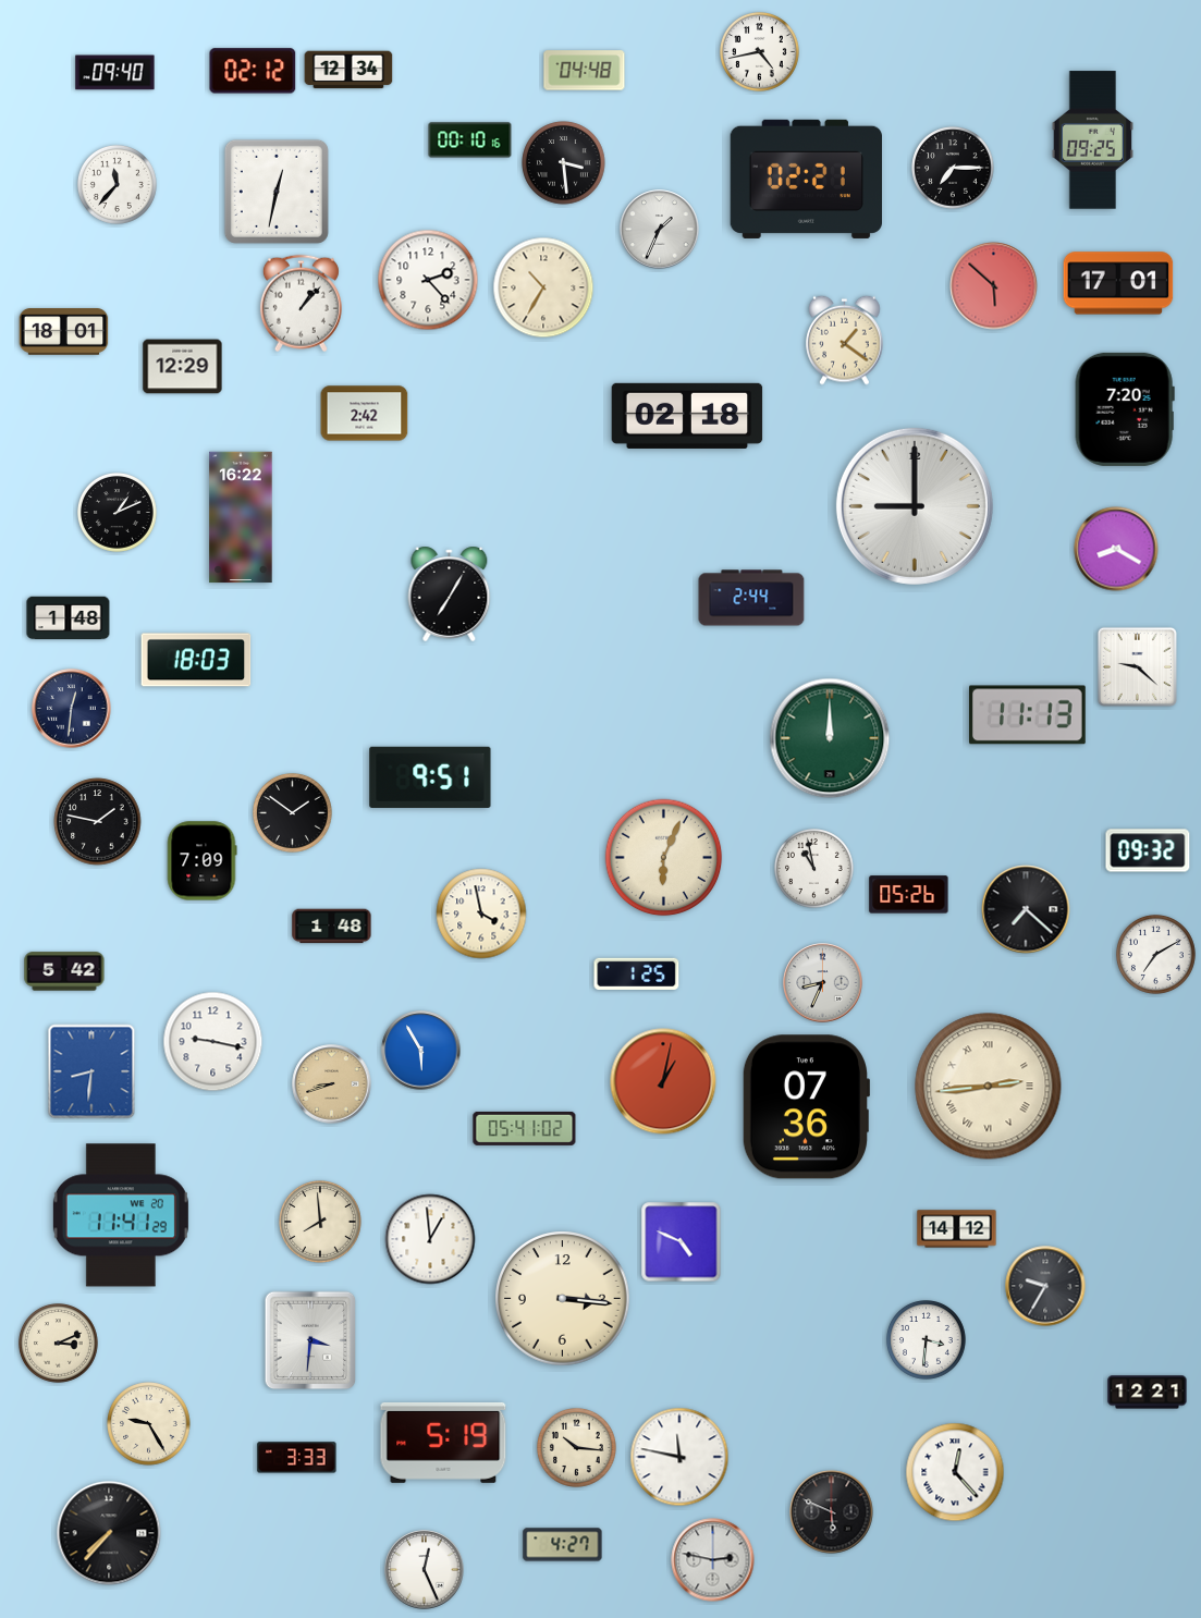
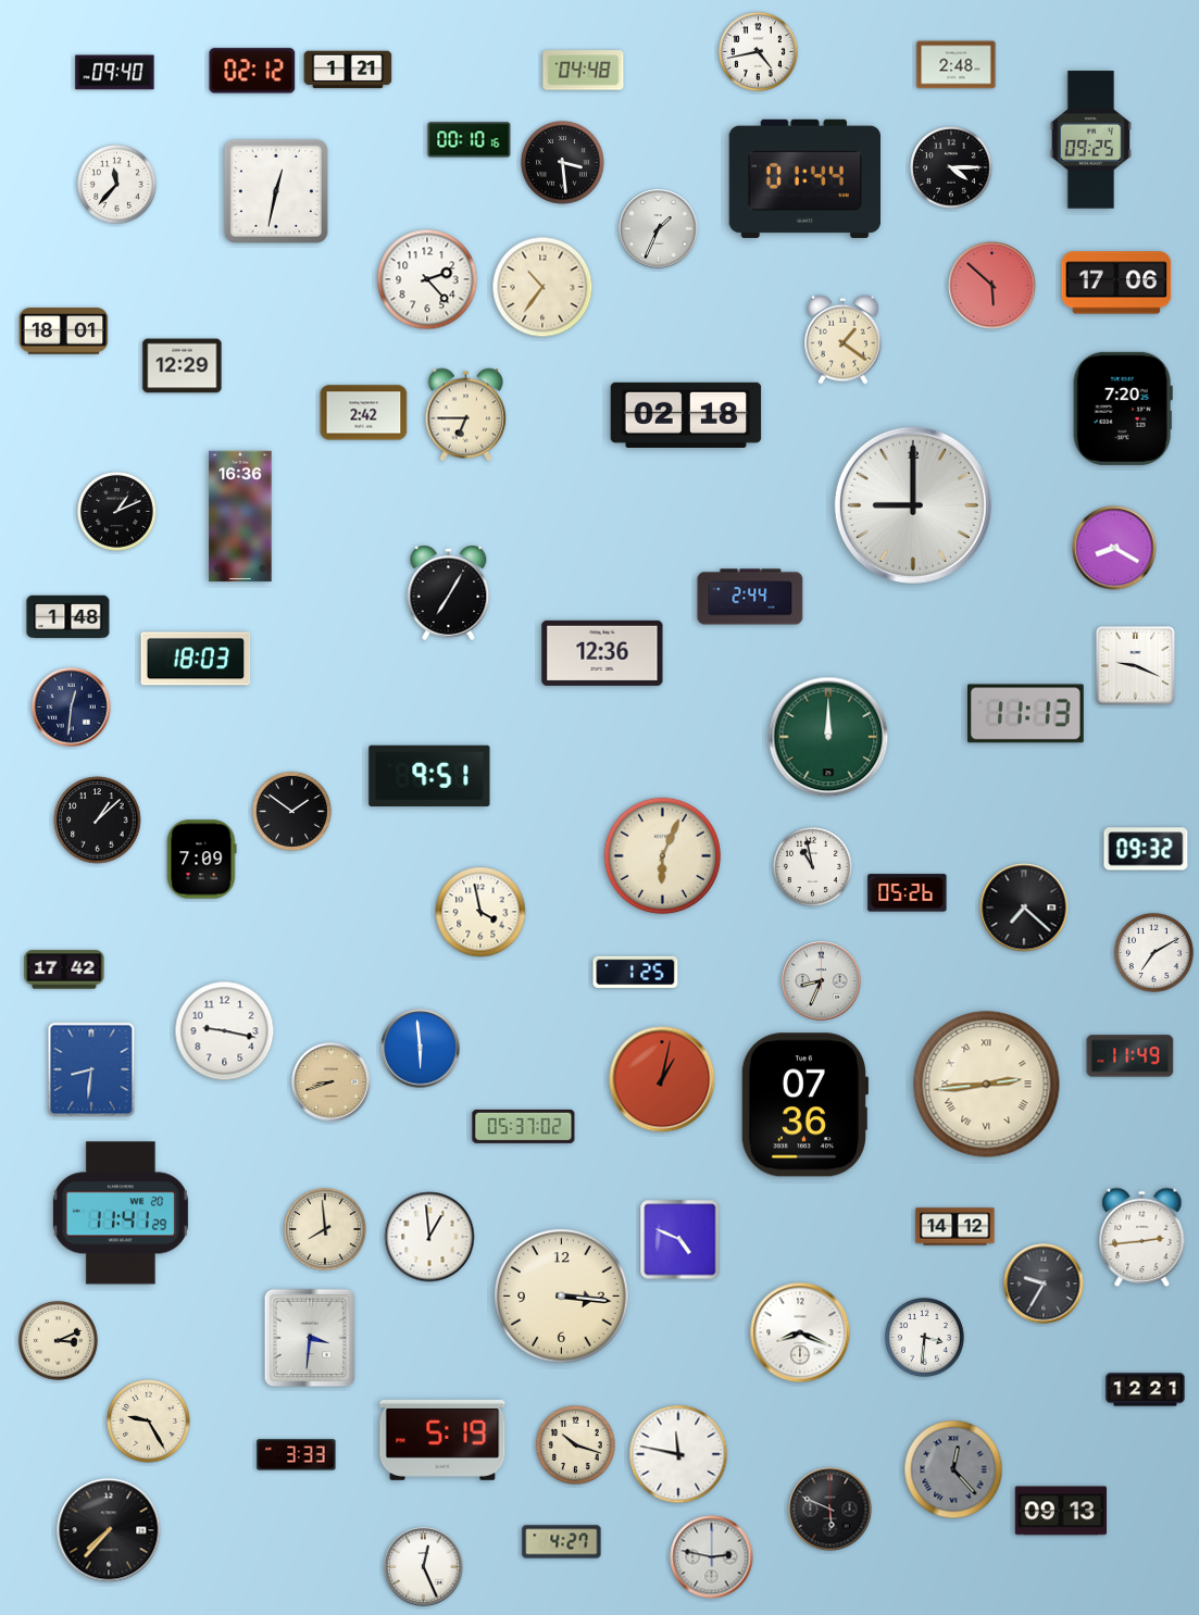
clock at (957, 65): none -> 2:48
clock at (348, 70): 12:34 -> 1:21
clock at (953, 168): 7:15 -> 4:15
clock at (806, 179): 02:21 -> 01:44
clock at (1118, 283): 17:01 -> 17:06
clock at (543, 287): 10:35 -> 10:36
clock at (301, 304): 1:07 -> none
clock at (465, 415): none -> 6:45
clock at (241, 517): 16:22 -> 16:36
clock at (602, 653): none -> 12:36
clock at (1137, 666): 9:22 -> 9:19
clock at (98, 822): 1:47 -> 1:08
clock at (332, 927): 1:48 -> none
clock at (64, 971): 5:42 -> 17:42
clock at (213, 1042) position: (213, 1042) -> (225, 1031)
clock at (421, 1051): 5:55 -> 5:59
clock at (1131, 1056): none -> 11:49
clock at (525, 1128): 05:41 -> 05:37
clock at (320, 1222) position: (320, 1222) -> (325, 1229)
clock at (1142, 1237): none -> 2:44
clock at (800, 1332): none -> 8:19
clock at (577, 1448): 10:16 -> 10:18
clock at (955, 1472) dial: white -> grey
clock at (1061, 1511): none -> 09:13
